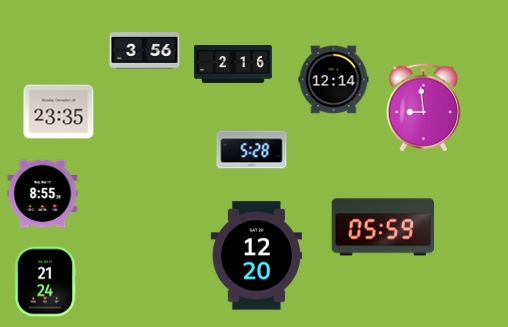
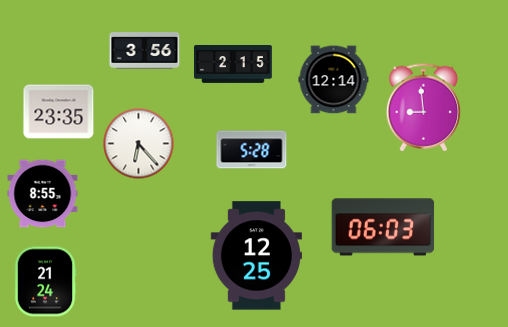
clock at (234, 65): 2:16 -> 2:15
clock at (139, 144): none -> 6:23
clock at (383, 227): 05:59 -> 06:03
clock at (256, 256): 12:20 -> 12:25
